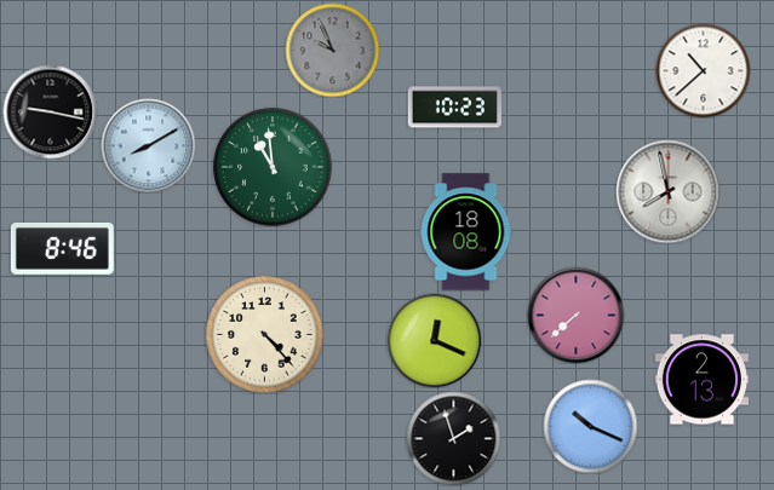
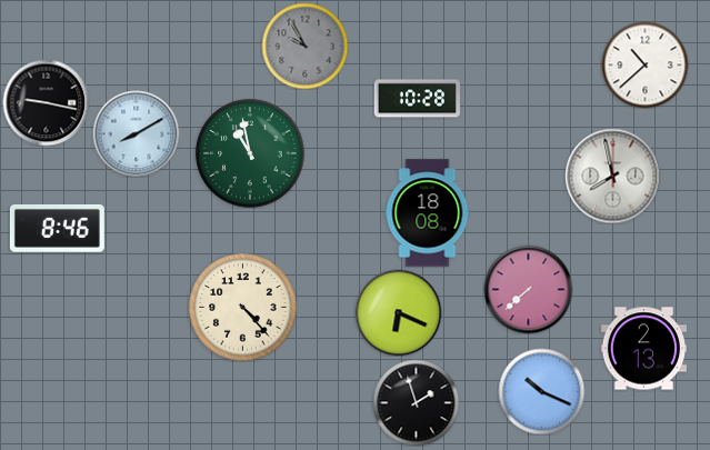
clock at (332, 50): 9:56 -> 9:55
clock at (454, 108): 10:23 -> 10:28
clock at (273, 167): 10:59 -> 10:58
clock at (434, 340): 12:19 -> 6:19
